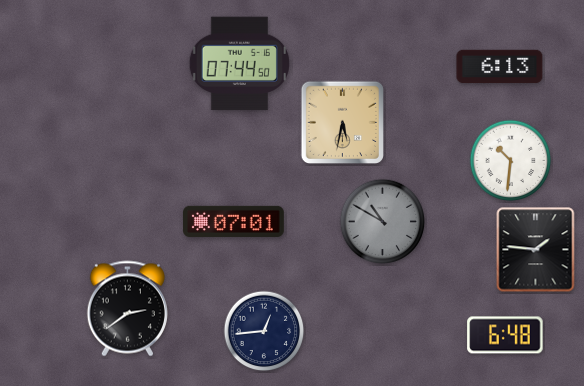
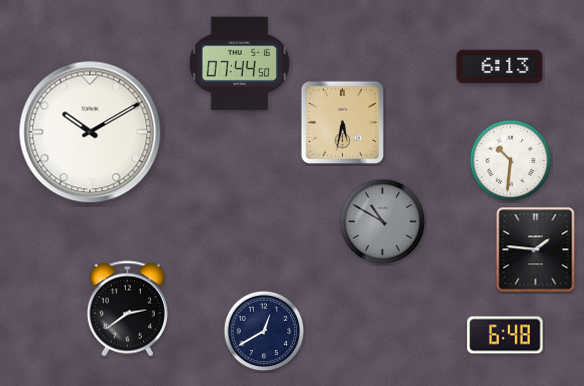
clock at (90, 132): none -> 10:10
clock at (234, 221): 07:01 -> none
clock at (264, 331): 12:44 -> 12:40
